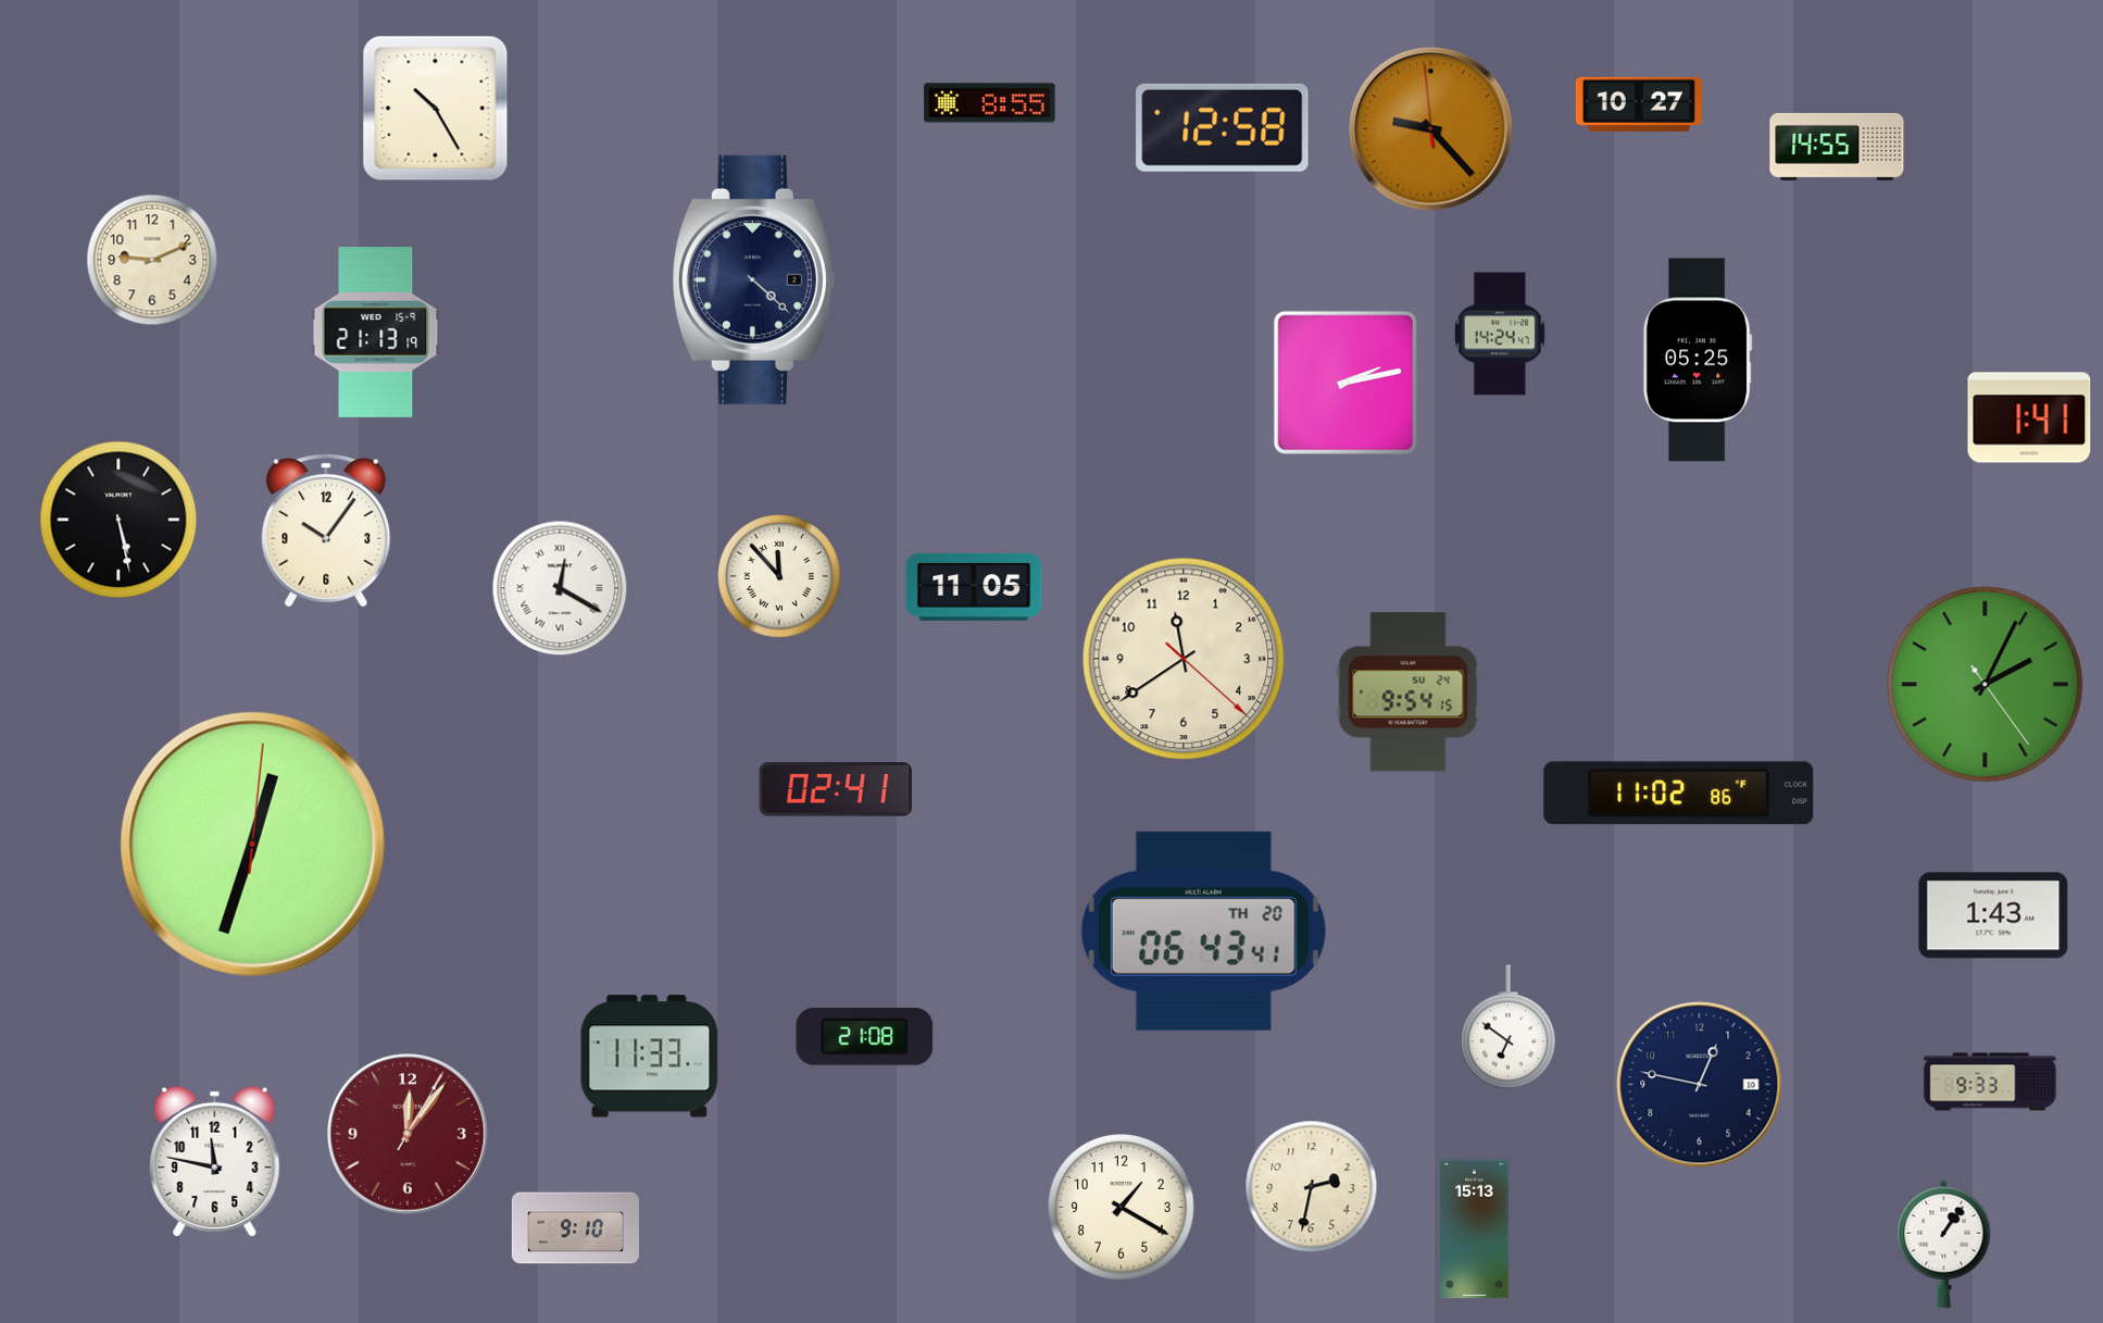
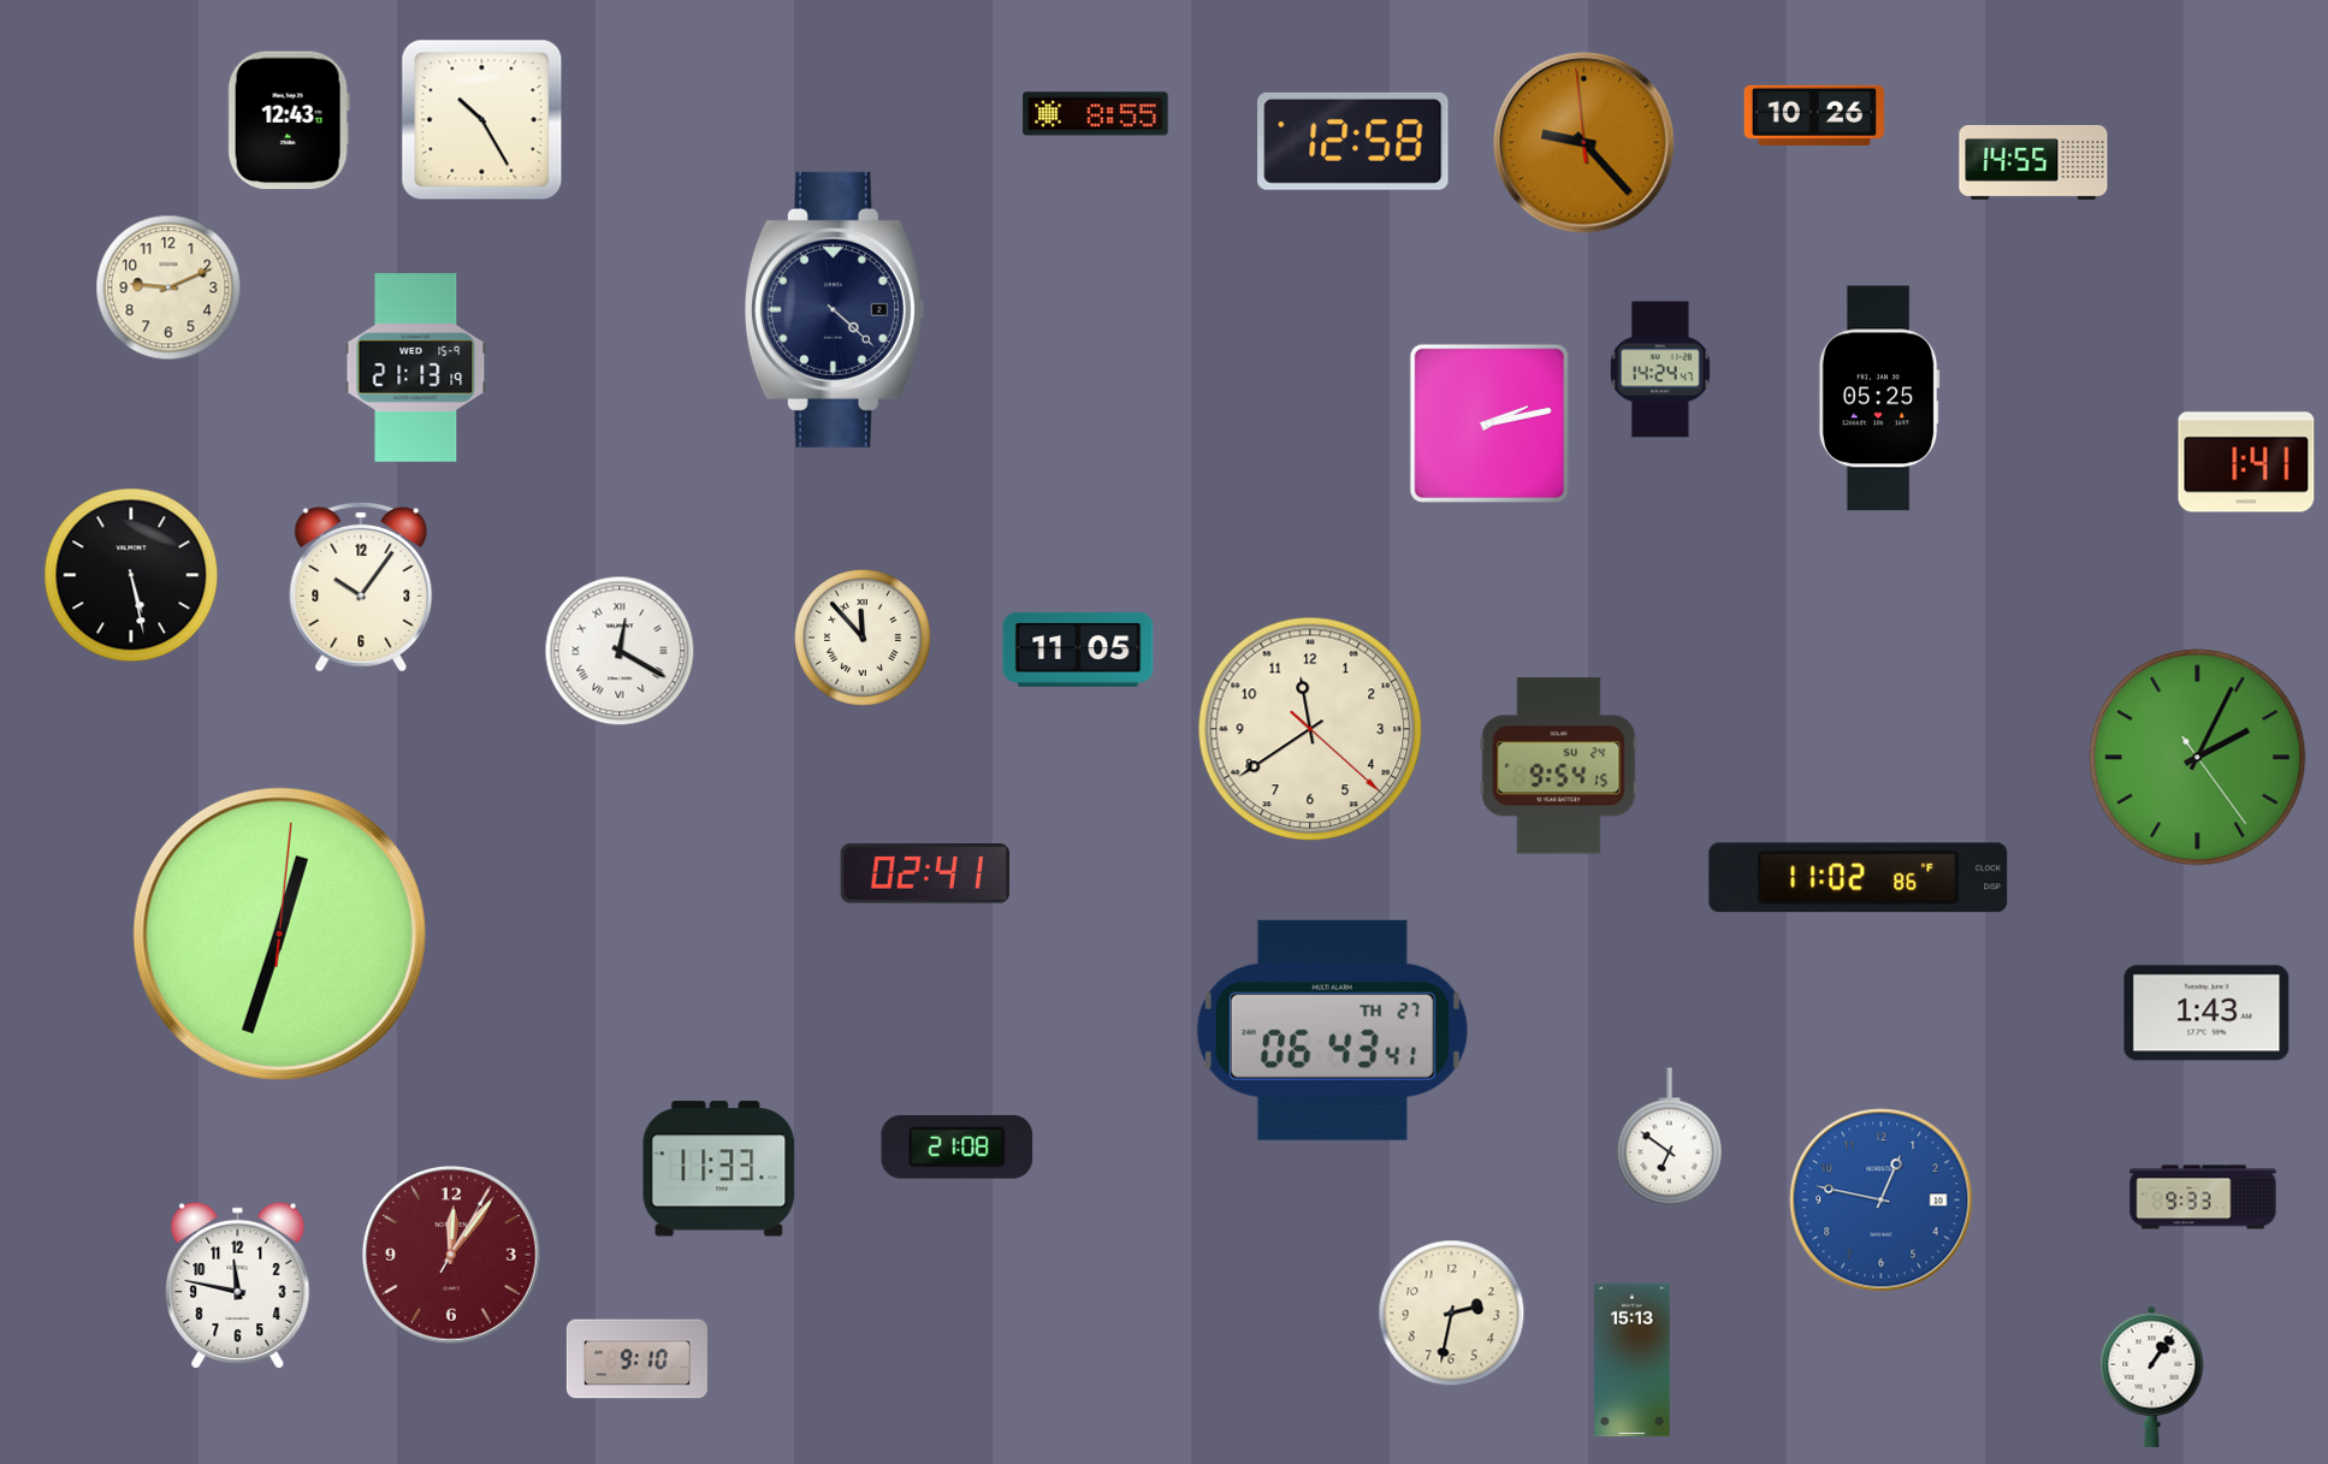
clock at (1638, 104): 10:27 -> 10:26
clock at (289, 120): none -> 12:43
clock at (1203, 931) date: TH 20 -> TH 27
clock at (1700, 1085) dial: navy -> blue
clock at (1122, 1208): 1:20 -> none
